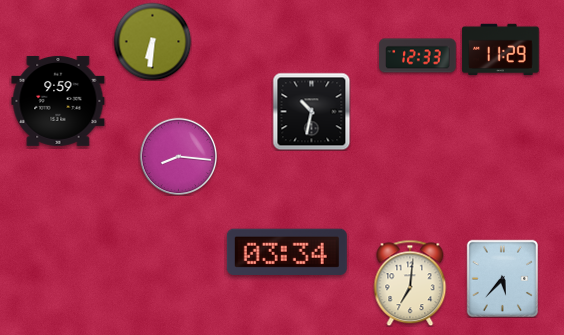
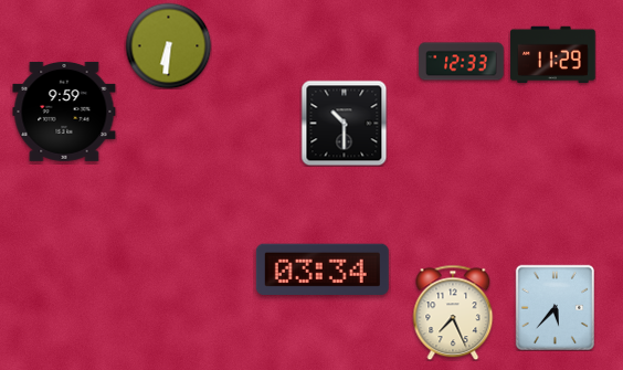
clock at (311, 111): 10:32 -> 10:30
clock at (178, 156): 8:16 -> none
clock at (287, 252) position: (287, 252) -> (323, 269)
clock at (410, 283): 7:01 -> 7:26
